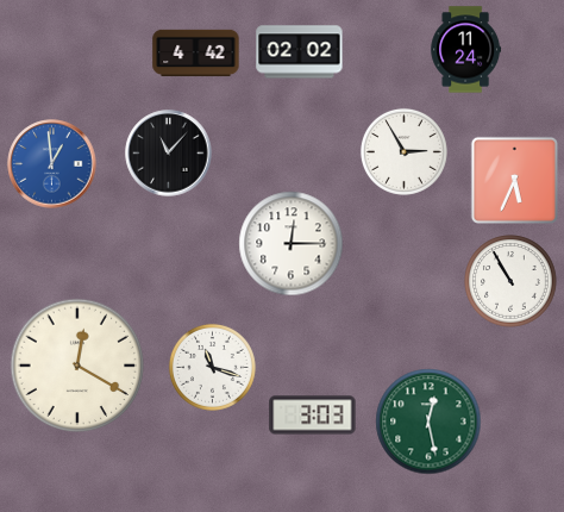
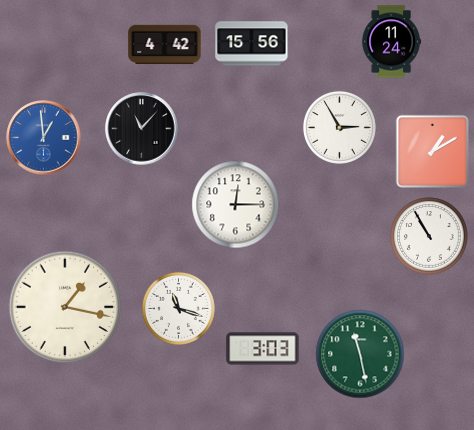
clock at (300, 52): 02:02 -> 15:56
clock at (514, 180): 5:34 -> 1:10
clock at (292, 244) position: (292, 244) -> (236, 205)
clock at (77, 366): 12:20 -> 1:17
clock at (428, 422): 12:28 -> 11:28
